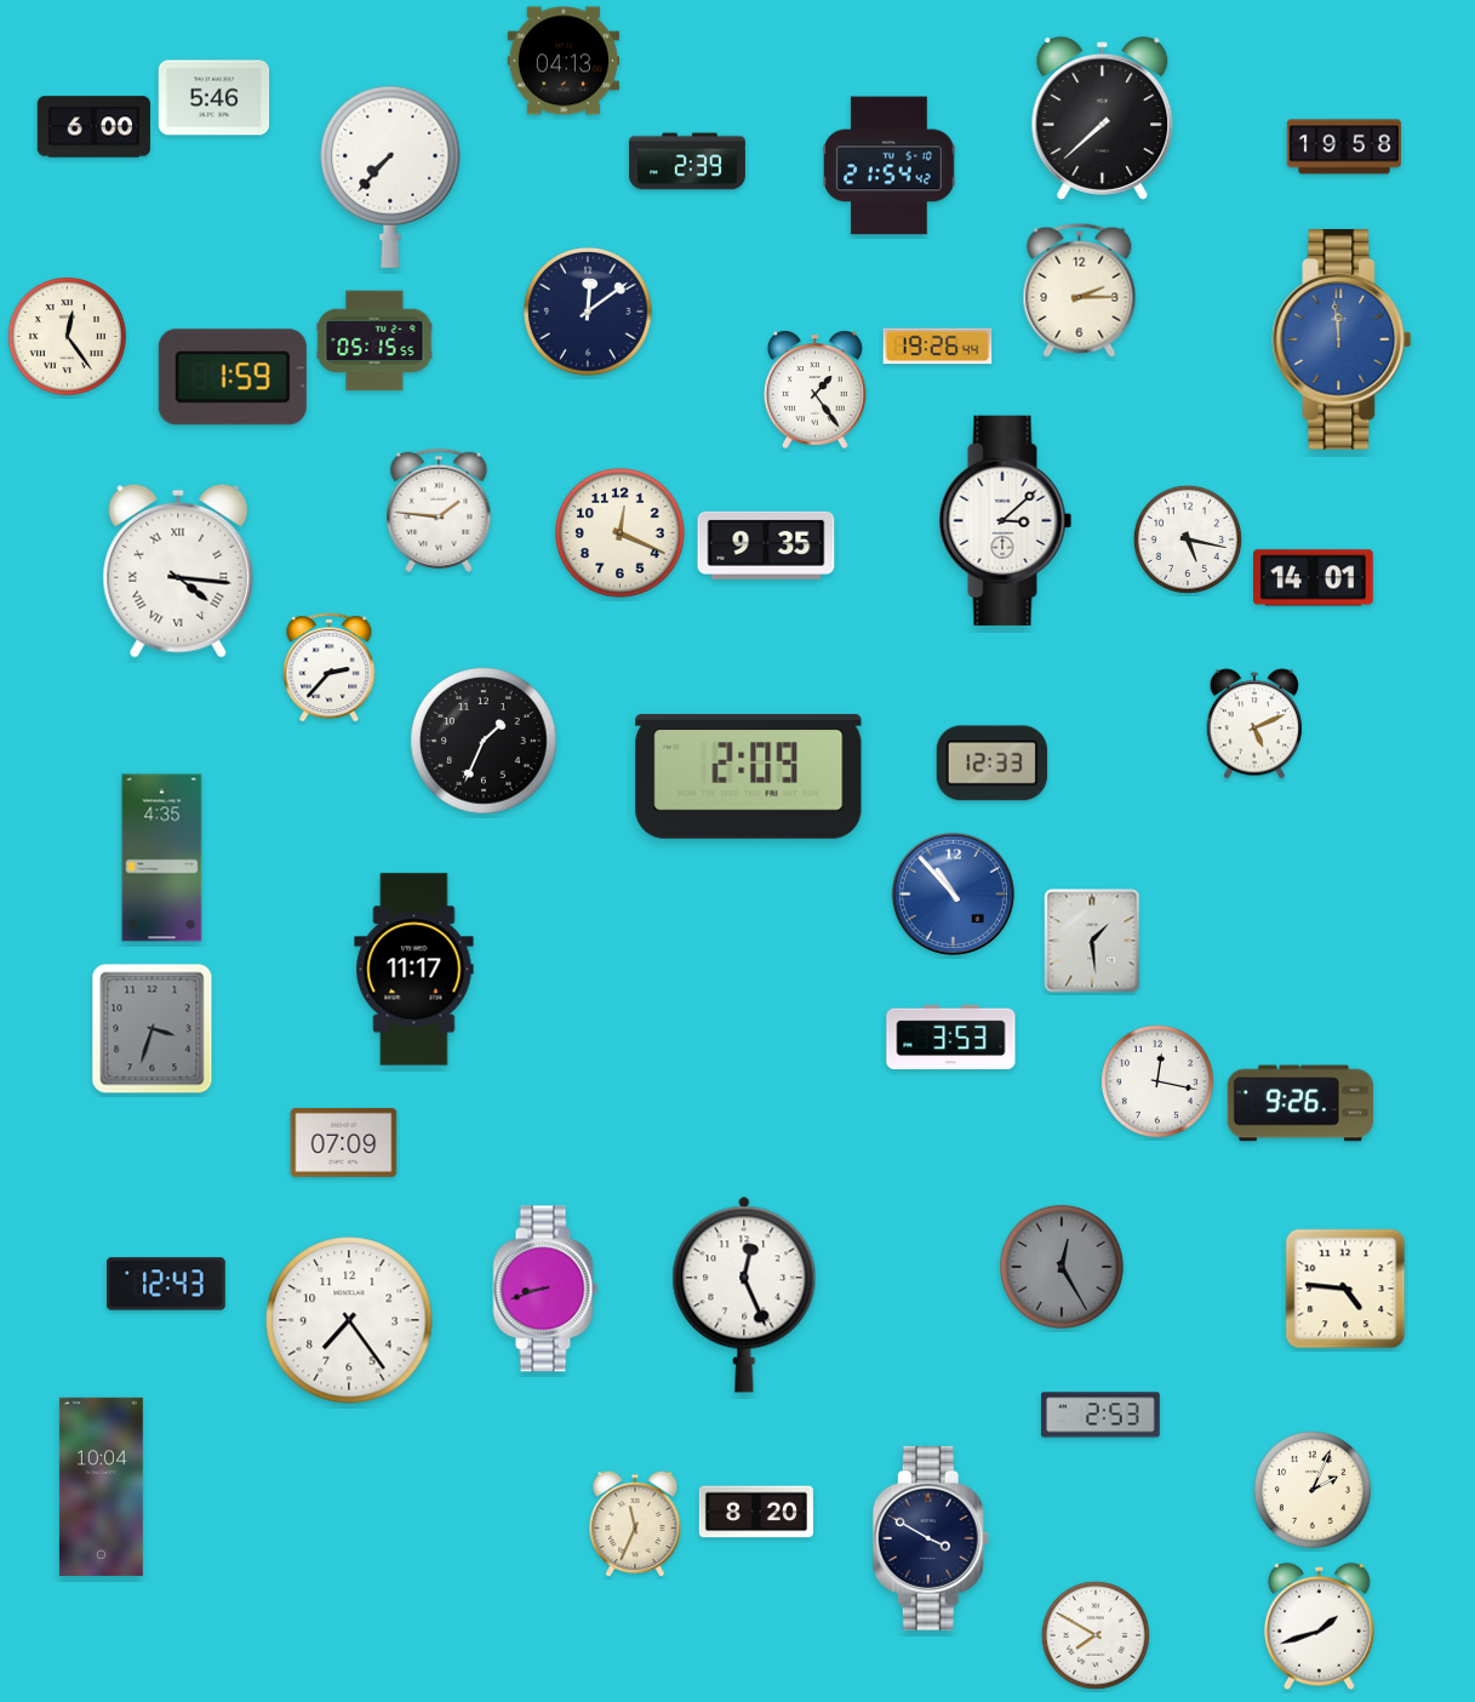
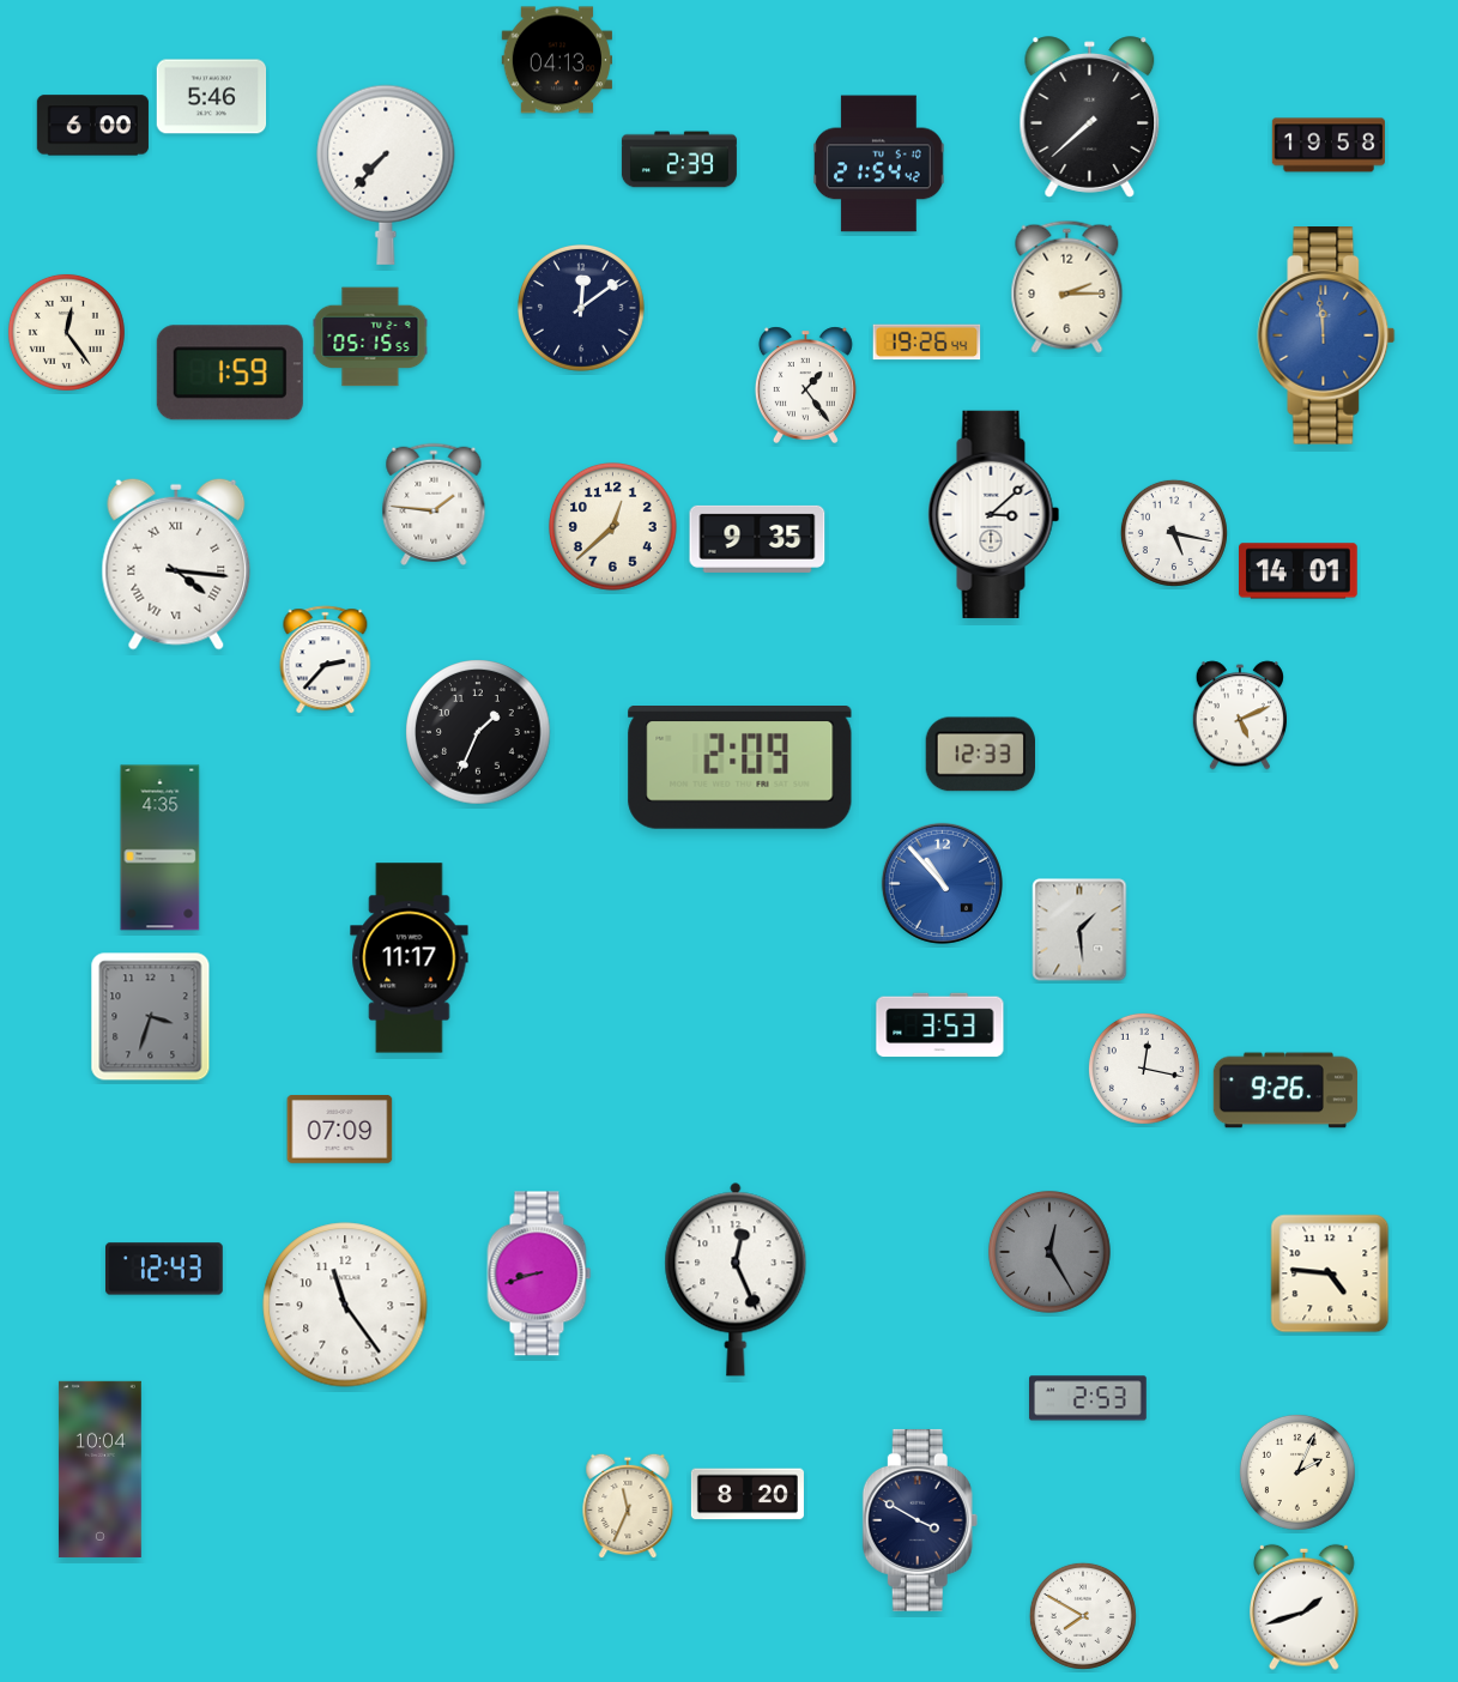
clock at (621, 533): 12:19 -> 12:38
clock at (349, 1320): 7:24 -> 11:24
